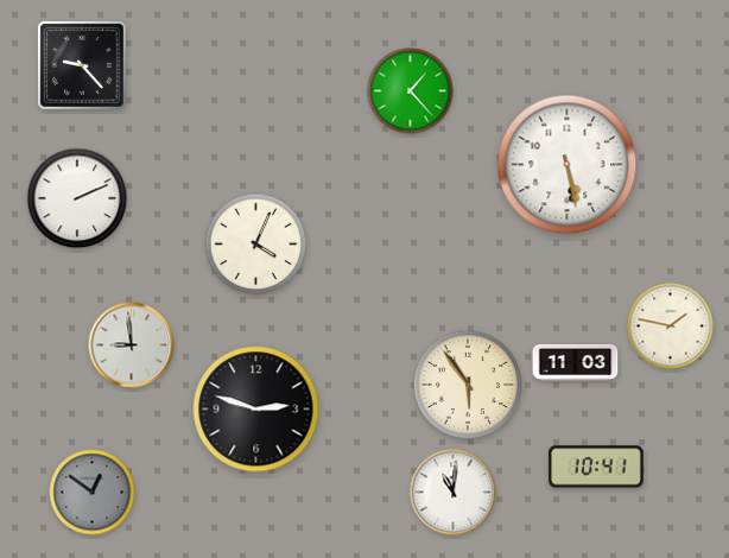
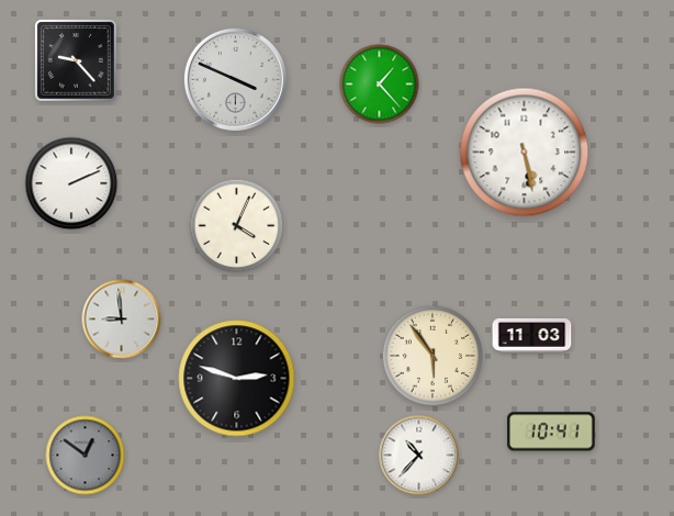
clock at (235, 79): none -> 3:49
clock at (671, 326): 1:47 -> none
clock at (454, 493): 11:01 -> 10:37
